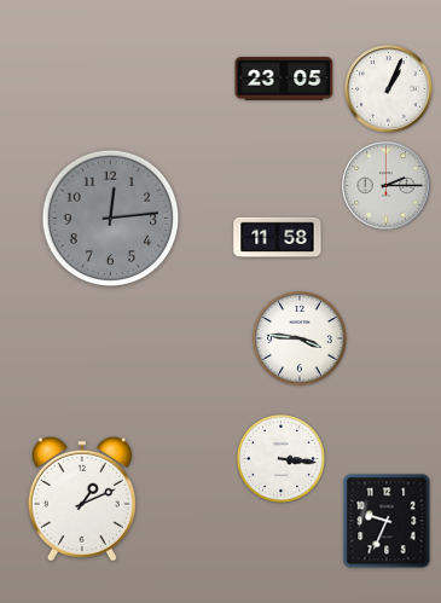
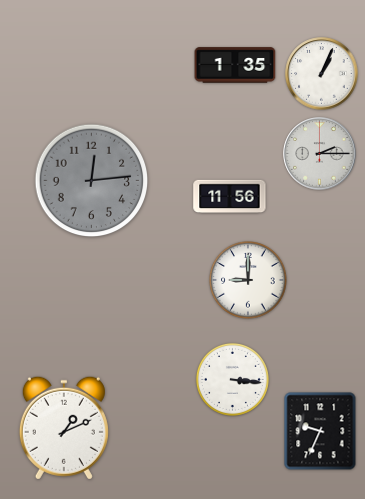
clock at (284, 79): 23:05 -> 1:35
clock at (278, 238): 11:58 -> 11:56
clock at (301, 340): 3:46 -> 9:00
clock at (82, 499) position: (82, 499) -> (64, 428)
